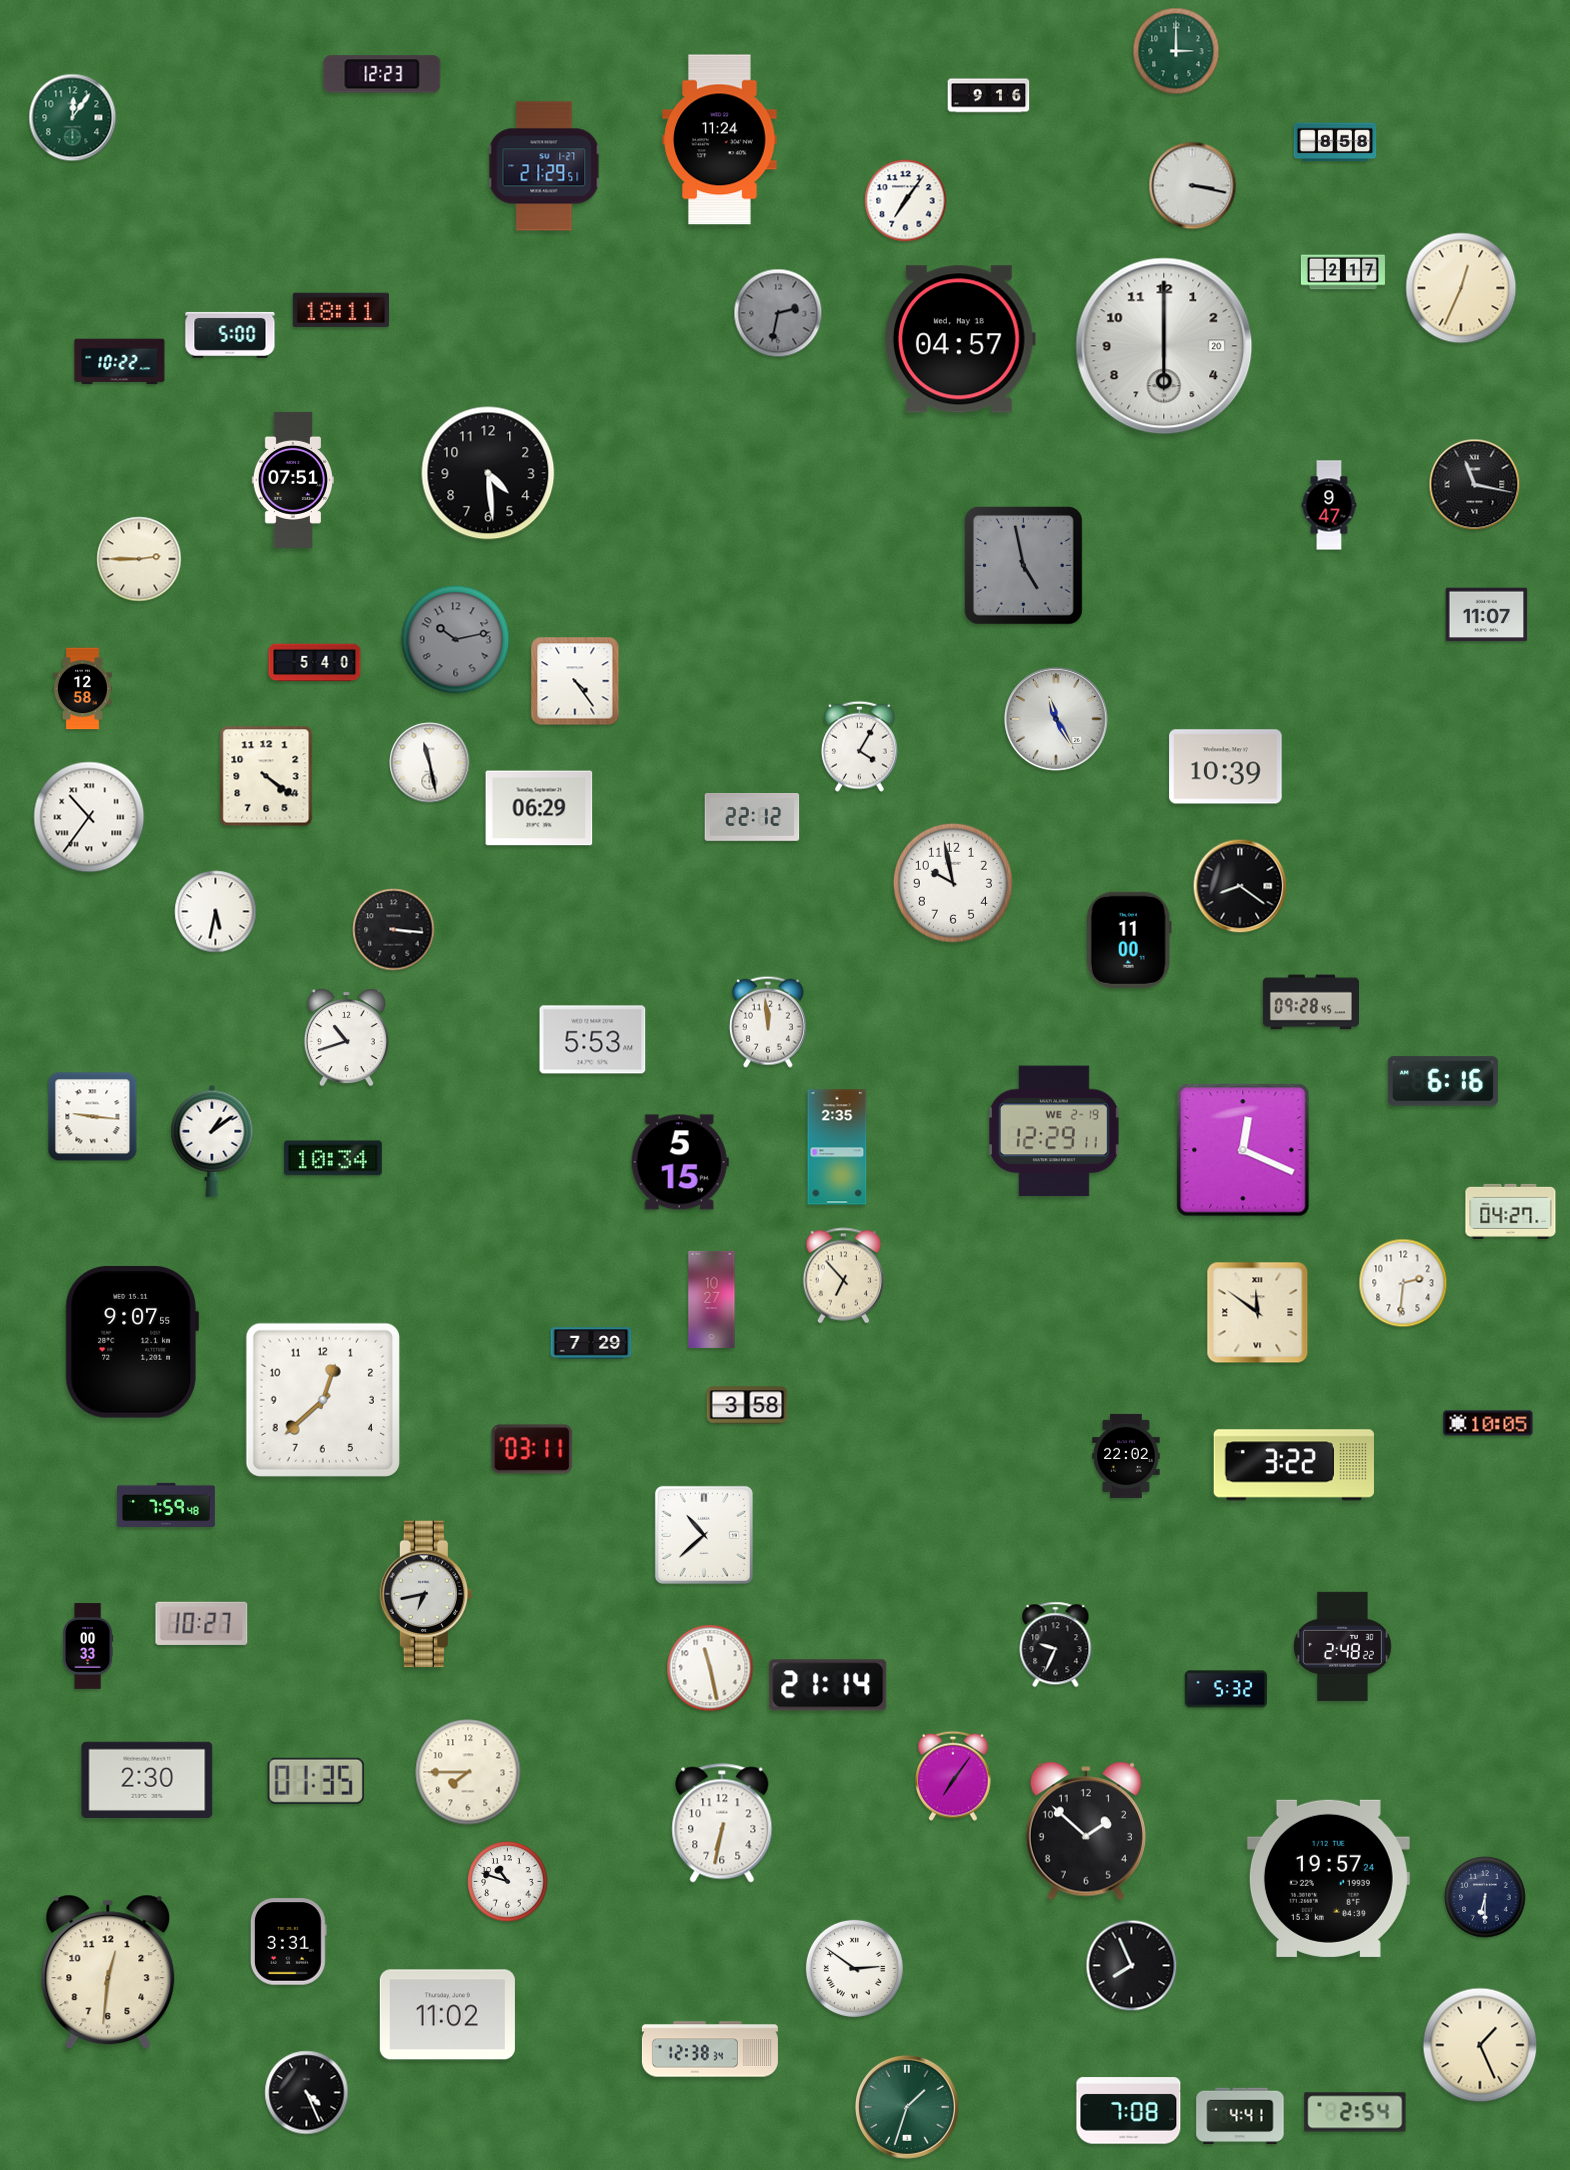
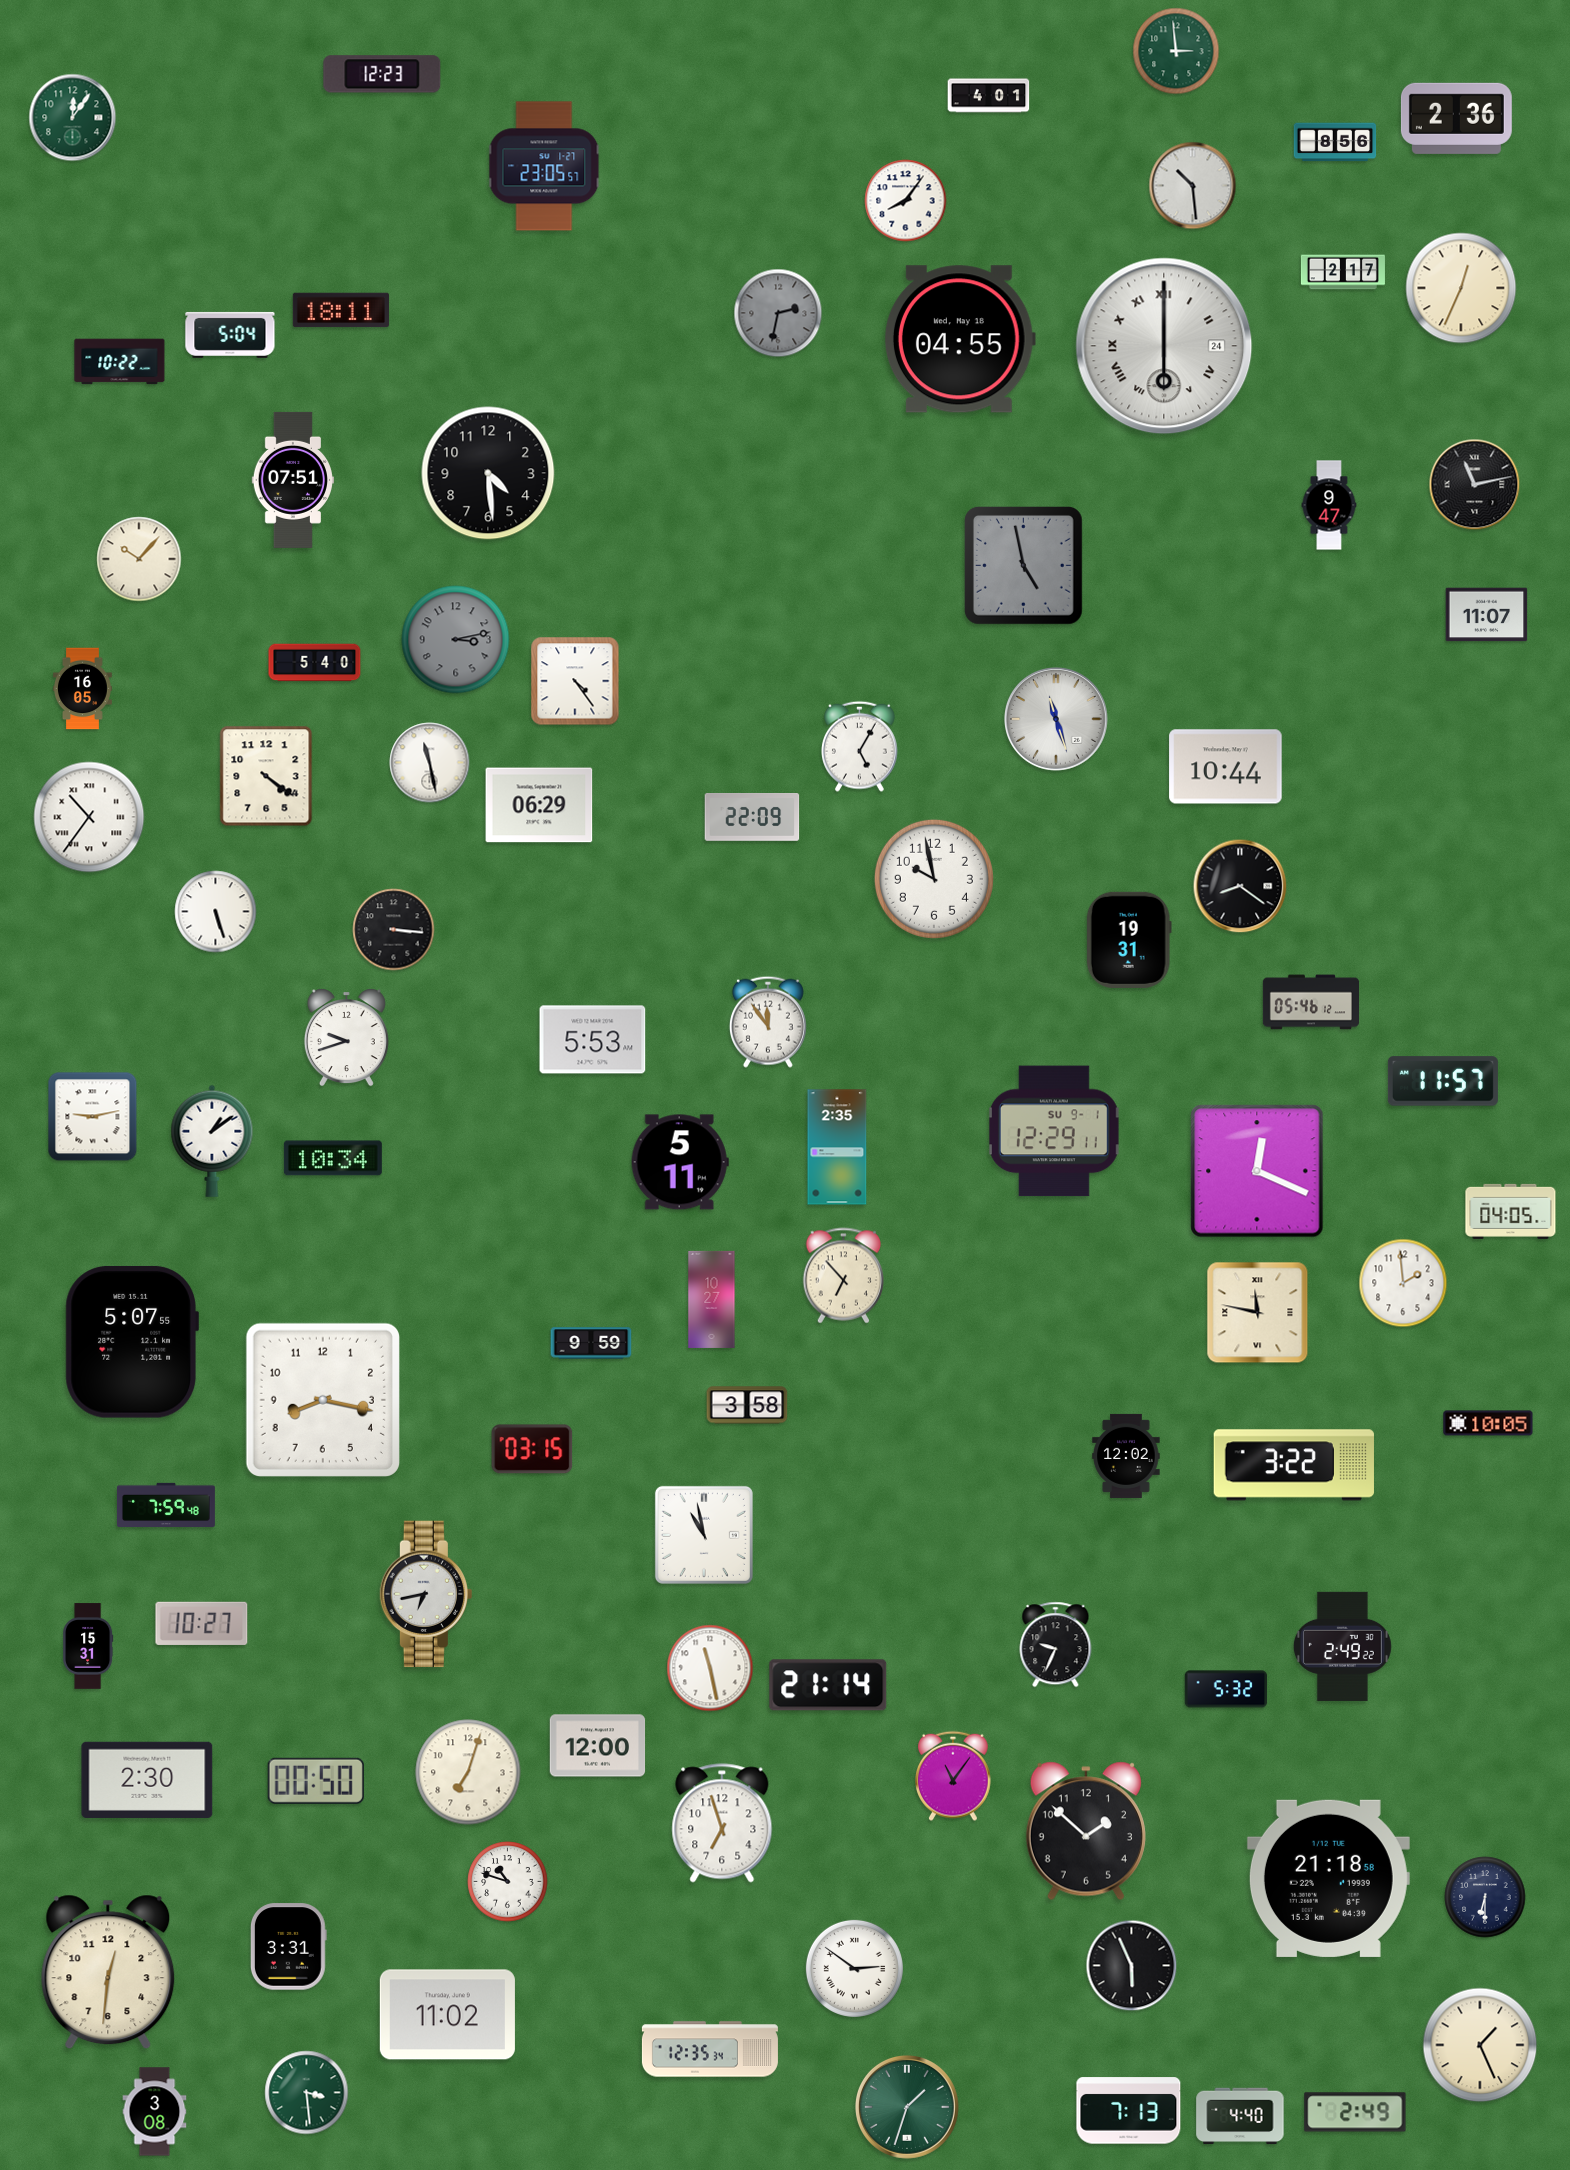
clock at (1176, 51): 3:00 -> 2:59
clock at (989, 96): 9:16 -> 4:01
clock at (1456, 118): none -> 2:36
clock at (720, 140): 11:24 -> none
clock at (1335, 142): 8:58 -> 8:56
clock at (544, 166): 21:29 -> 23:05
clock at (1193, 186): 3:17 -> 10:29
clock at (906, 201): 7:06 -> 8:06
clock at (230, 335): 5:00 -> 5:04
clock at (960, 339): 04:57 -> 04:55
clock at (1164, 346) date: 20 -> 24
clock at (1164, 346) numerals: Arabic -> Roman
clock at (1475, 485): 11:17 -> 11:13
clock at (139, 559): 2:45 -> 10:07
clock at (456, 640): 10:13 -> 3:13
clock at (83, 689): 12:58 -> 16:05
clock at (1056, 719): 11:25 -> 11:27
clock at (859, 746): 4:05 -> 5:05
clock at (1226, 767): 10:39 -> 10:44
clock at (539, 808) position: (539, 808) -> (539, 805)
clock at (752, 818): 22:12 -> 22:09
clock at (953, 883) position: (953, 883) -> (934, 879)
clock at (216, 912): 5:32 -> 5:27
clock at (1129, 940): 11:00 -> 19:31
clock at (1310, 1002): 09:28 -> 05:46
clock at (768, 1022): 11:59 -> 11:54
clock at (346, 1038): 10:42 -> 9:42
clock at (1443, 1081): 6:16 -> 11:57
clock at (93, 1117): 9:16 -> 9:13
clock at (1054, 1131) date: WE 2-19 -> SU 9-1
clock at (1243, 1150) position: (1243, 1150) -> (1257, 1171)
clock at (680, 1162): 5:15 -> 5:11
clock at (1511, 1211): 04:27 -> 04:05
clock at (1403, 1283): 2:31 -> 1:59
clock at (1258, 1313): 11:51 -> 11:47
clock at (132, 1342): 9:07 -> 5:07
clock at (591, 1343): 7:29 -> 9:59
clock at (323, 1400): 12:38 -> 8:17
clock at (532, 1449): 03:11 -> 03:15
clock at (1126, 1456): 22:02 -> 12:02
clock at (704, 1535): 10:38 -> 10:58
clock at (88, 1646): 00:33 -> 15:31
clock at (1342, 1646): 2:48 -> 2:49
clock at (598, 1746): none -> 12:00
clock at (468, 1772): 7:45 -> 7:03
clock at (954, 1776): 7:06 -> 11:06
clock at (316, 1781): 01:35 -> 00:50
clock at (722, 1823): 6:32 -> 6:57
clock at (1328, 1878): 19:57 -> 21:18
clock at (288, 1942) position: (288, 1942) -> (288, 1947)
clock at (1132, 1966): 7:56 -> 5:56
clock at (710, 2049): 12:38 -> 12:35
clock at (307, 2093): 4:26 -> 3:29
clock at (307, 2093) dial: black -> green
clock at (1129, 2111): 7:08 -> 7:13
clock at (155, 2112): none -> 3:08
clock at (1355, 2112): 2:54 -> 2:49
clock at (1240, 2116): 4:41 -> 4:40
